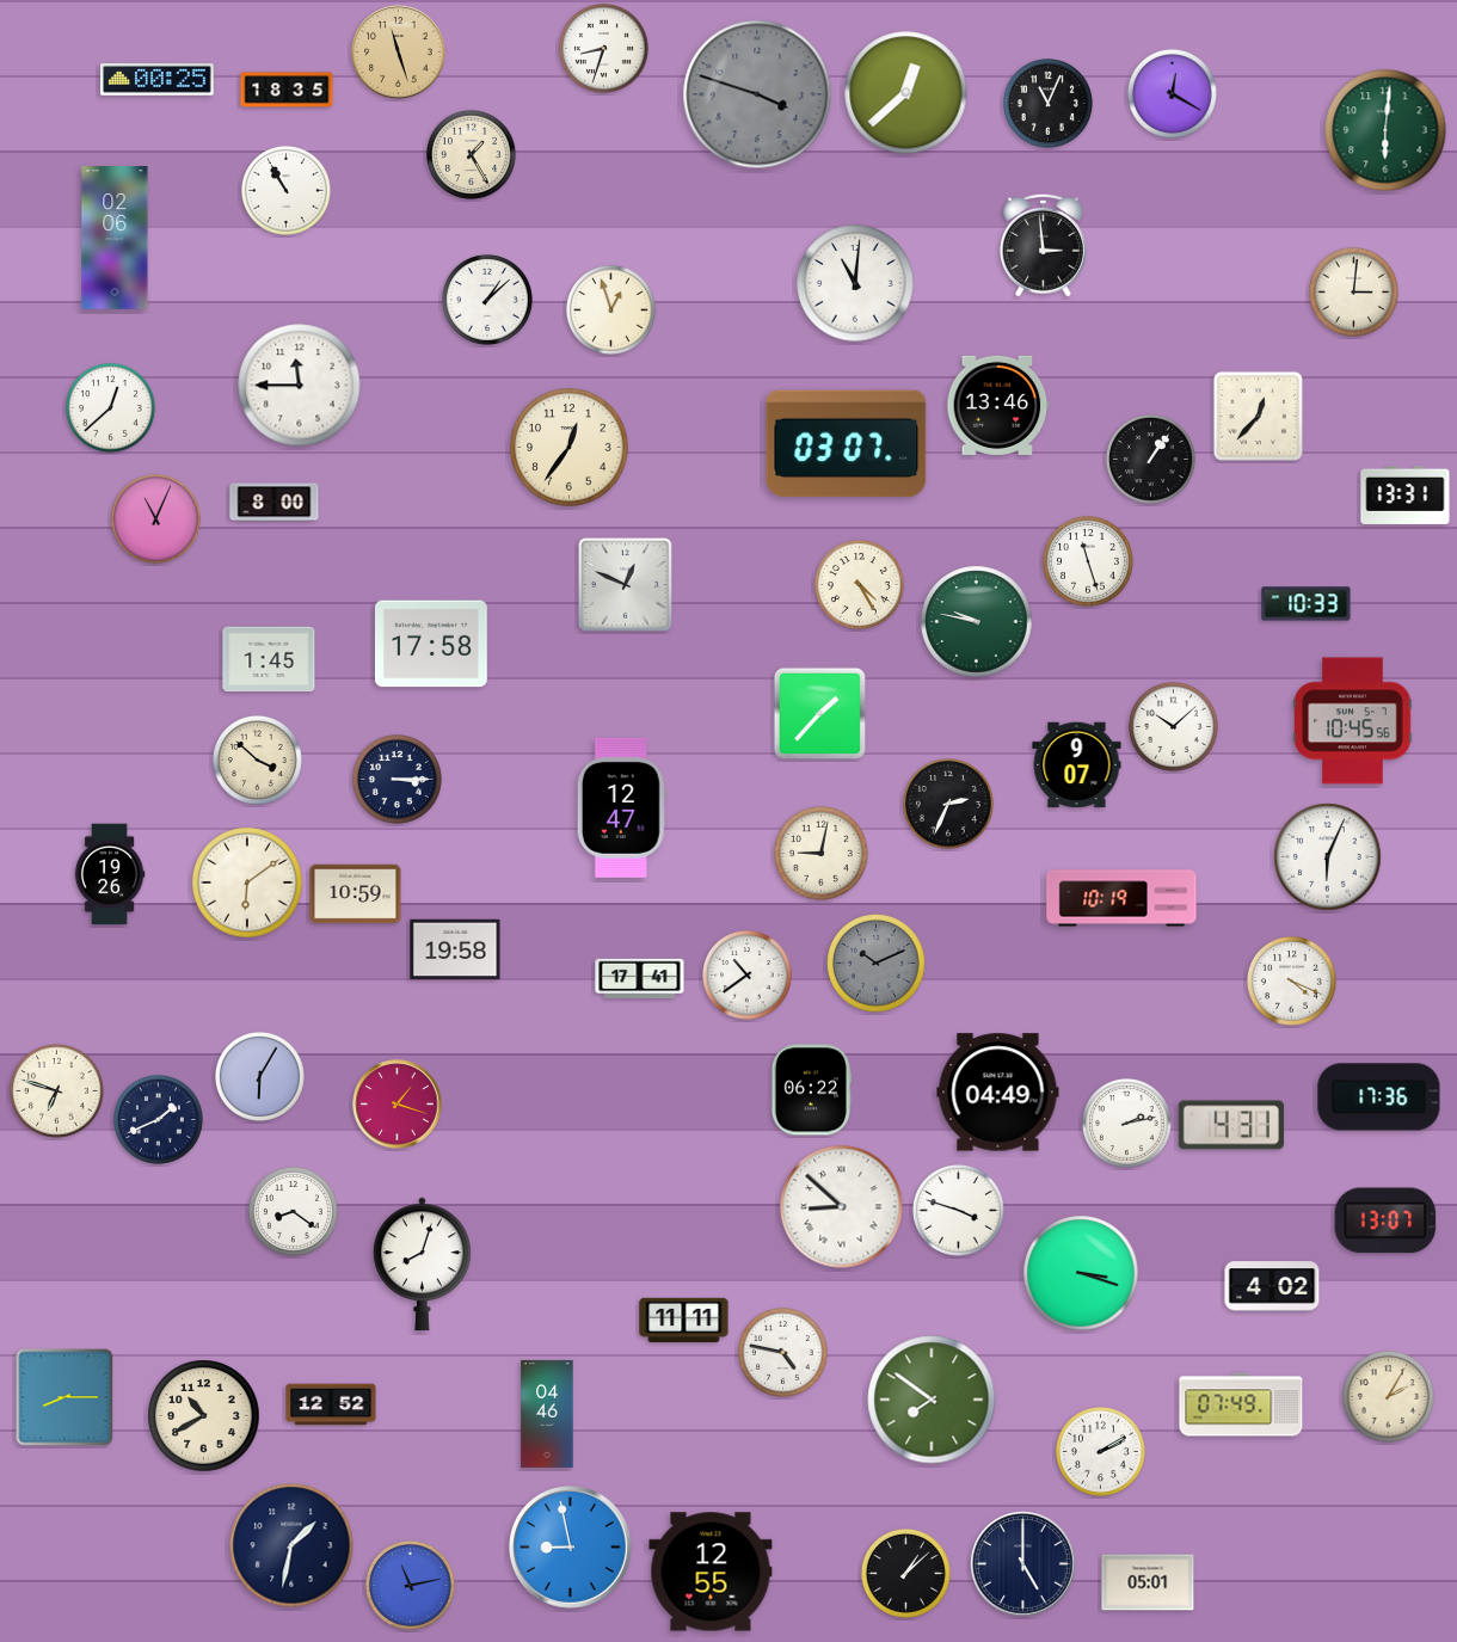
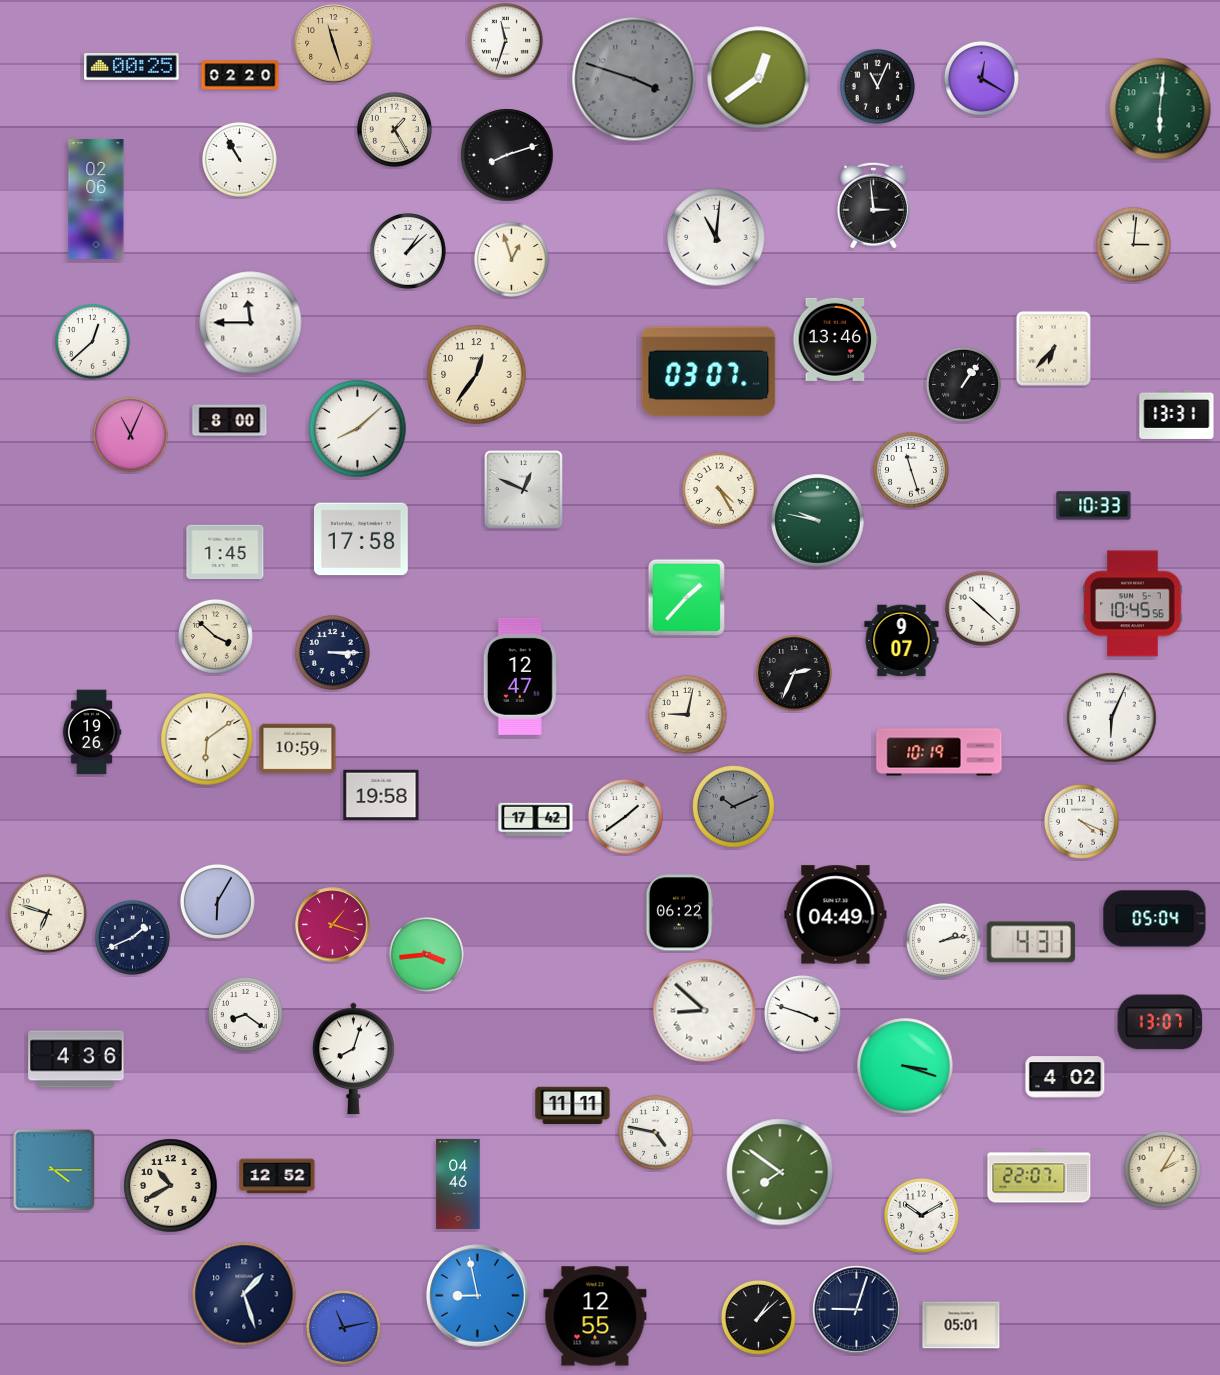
clock at (603, 48): 8:33 -> 11:33
clock at (287, 90): 18:35 -> 02:20
clock at (906, 93): 12:38 -> 12:39
clock at (507, 155): none -> 8:12
clock at (1258, 416): 12:37 -> 6:37
clock at (358, 429): none -> 8:08
clock at (1173, 726): 10:08 -> 10:22
clock at (746, 974): 10:39 -> 1:39
clock at (640, 978): 17:41 -> 17:42
clock at (1379, 1097): 17:36 -> 05:04
clock at (426, 954): none -> 3:44
clock at (76, 1059): none -> 4:36
clock at (64, 1397): 8:15 -> 4:15
clock at (1241, 1404): 07:49 -> 22:07
clock at (1100, 1451): 2:10 -> 10:10
clock at (291, 1545): 1:32 -> 1:27
clock at (1023, 1564): 5:00 -> 9:03
